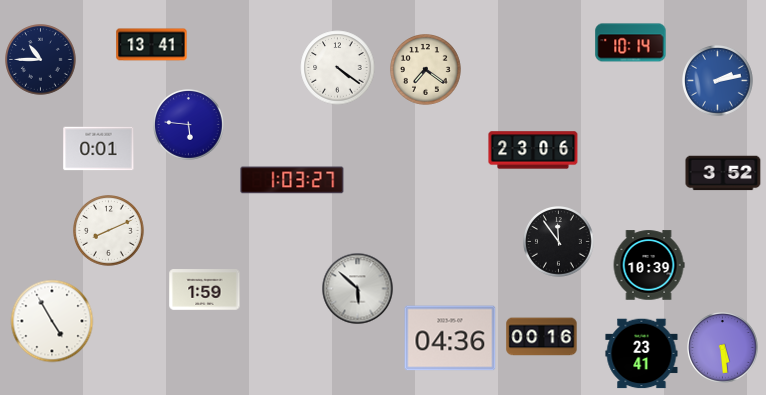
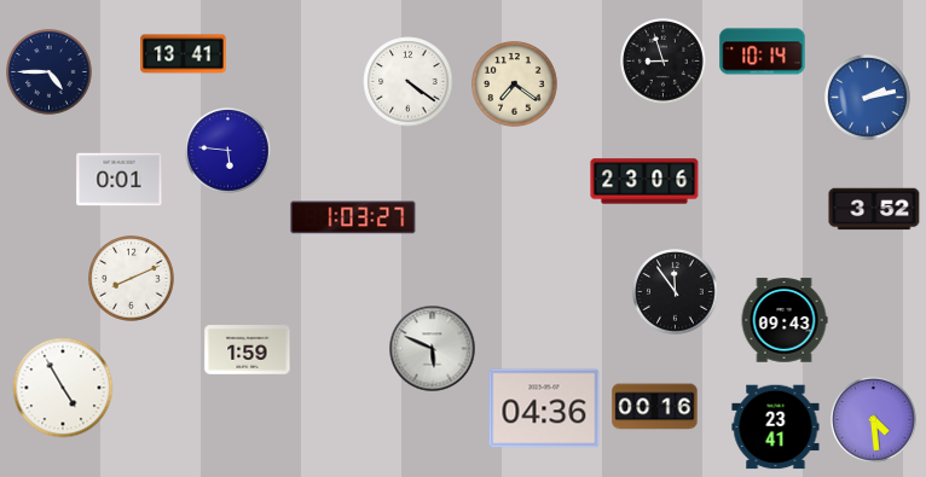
clock at (664, 62): none -> 8:57
clock at (41, 60): 10:45 -> 4:45
clock at (649, 265): 10:39 -> 09:43
clock at (358, 289): 5:52 -> 5:49
clock at (723, 348): 5:29 -> 4:29
